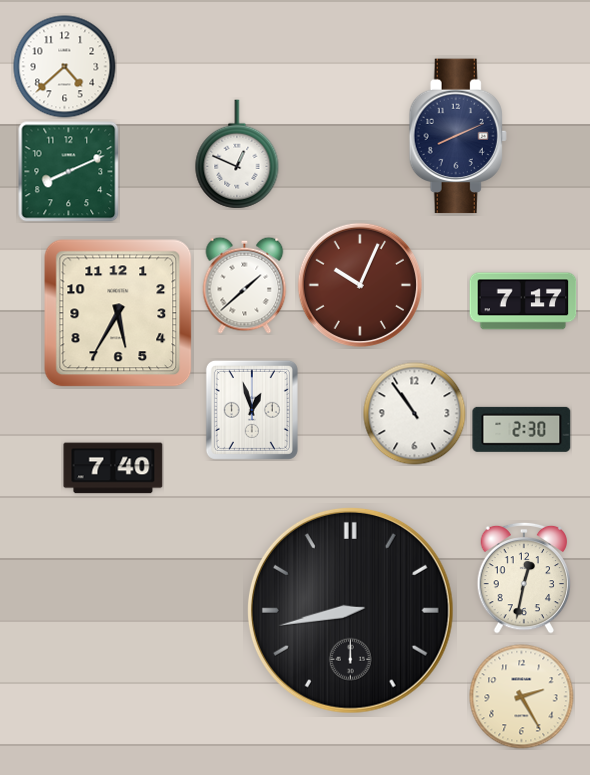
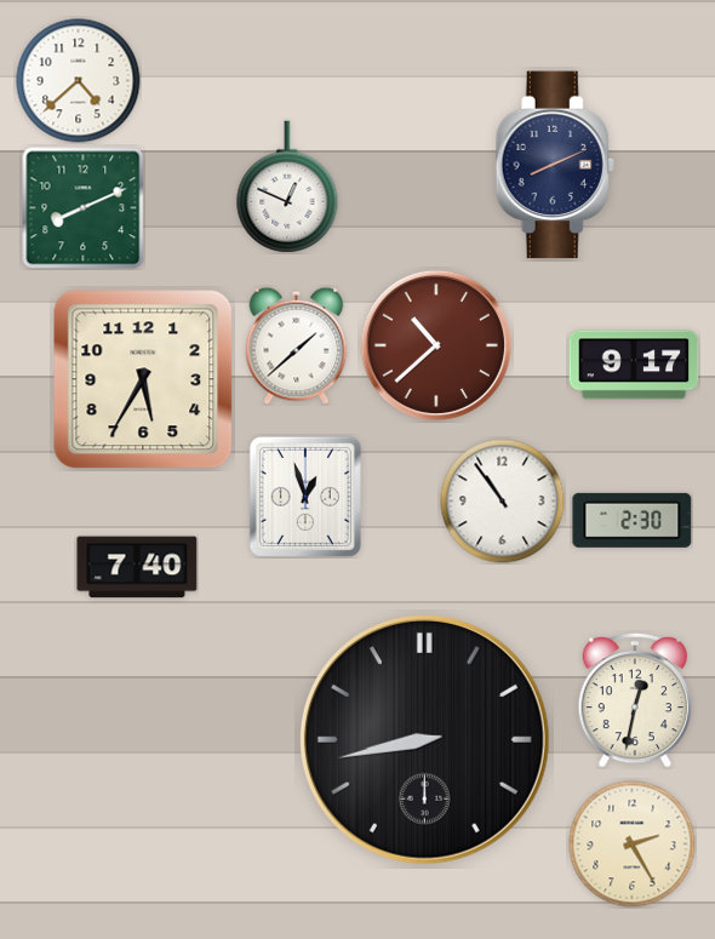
clock at (360, 285): 10:04 -> 10:38
clock at (523, 301): 7:17 -> 9:17
